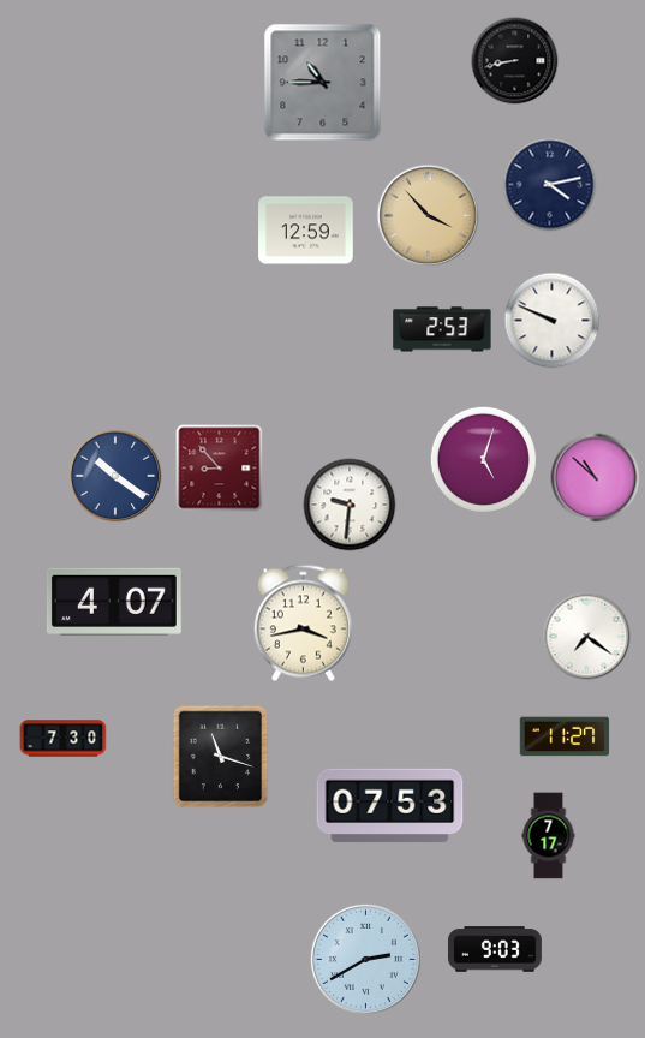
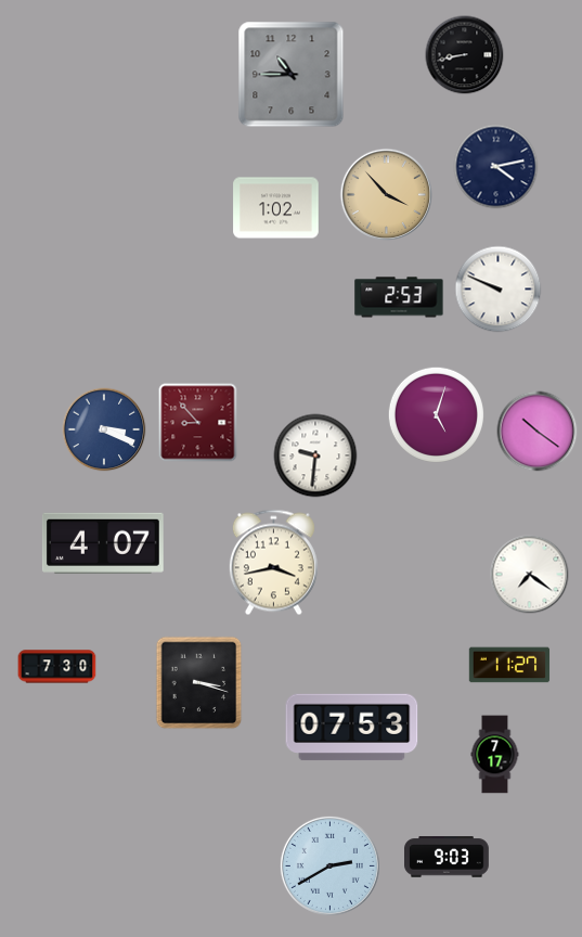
clock at (306, 231): 12:59 -> 1:02
clock at (115, 476): 10:21 -> 3:19
clock at (596, 478): 10:52 -> 10:21
clock at (221, 757): 11:18 -> 3:18
